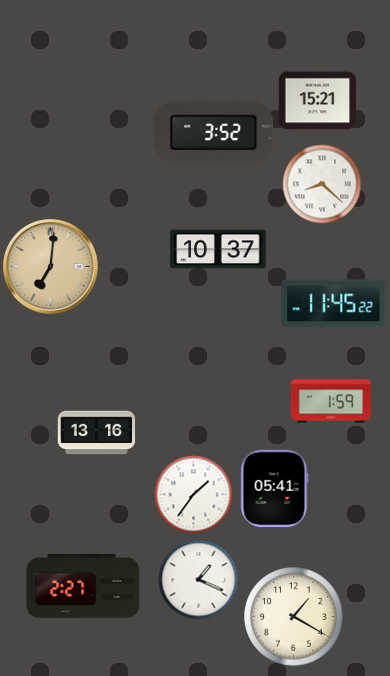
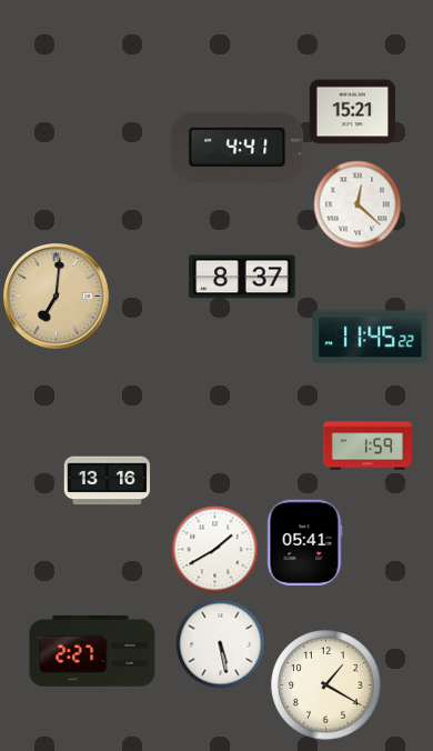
clock at (214, 132): 3:52 -> 4:41
clock at (322, 184): 8:22 -> 12:22
clock at (218, 249): 10:37 -> 8:37
clock at (193, 494): 1:36 -> 1:40
clock at (198, 579): 1:19 -> 5:28
